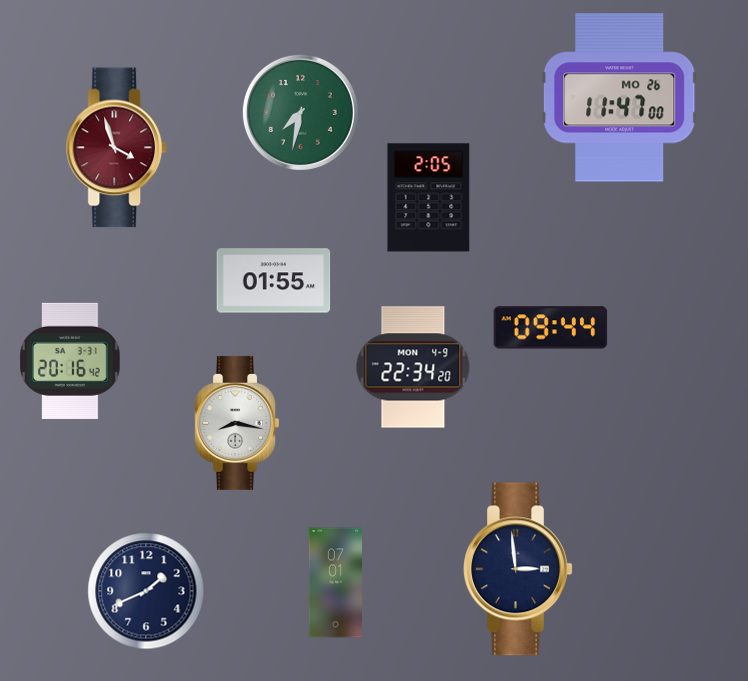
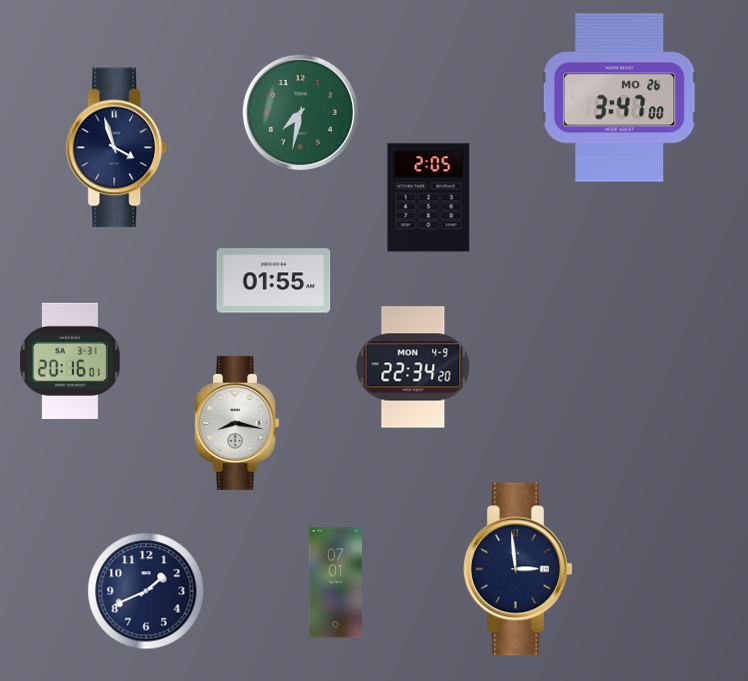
clock at (619, 98): 11:47 -> 3:47
clock at (116, 148) dial: burgundy -> navy
clock at (551, 328): 09:44 -> none
clock at (70, 361): 20:16:42 -> 20:16:01
